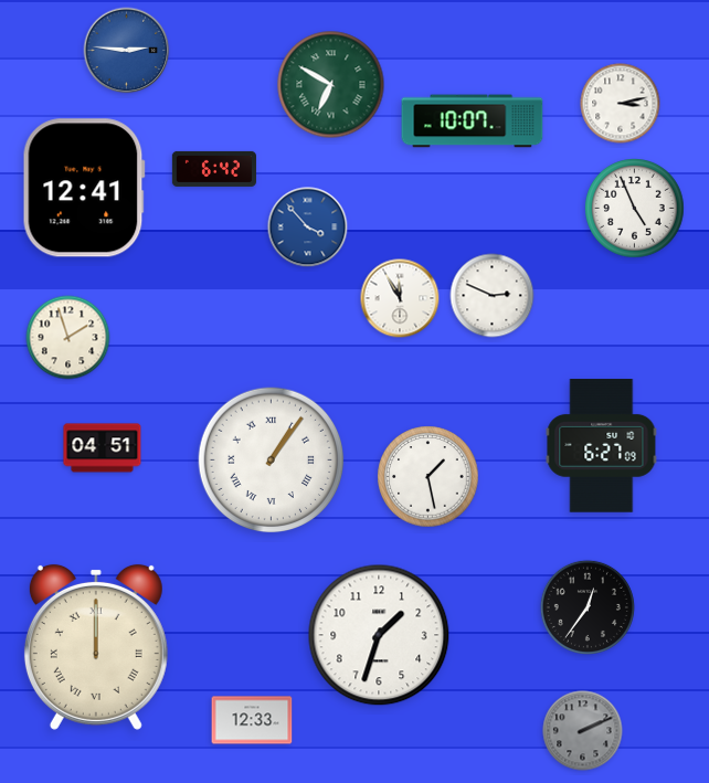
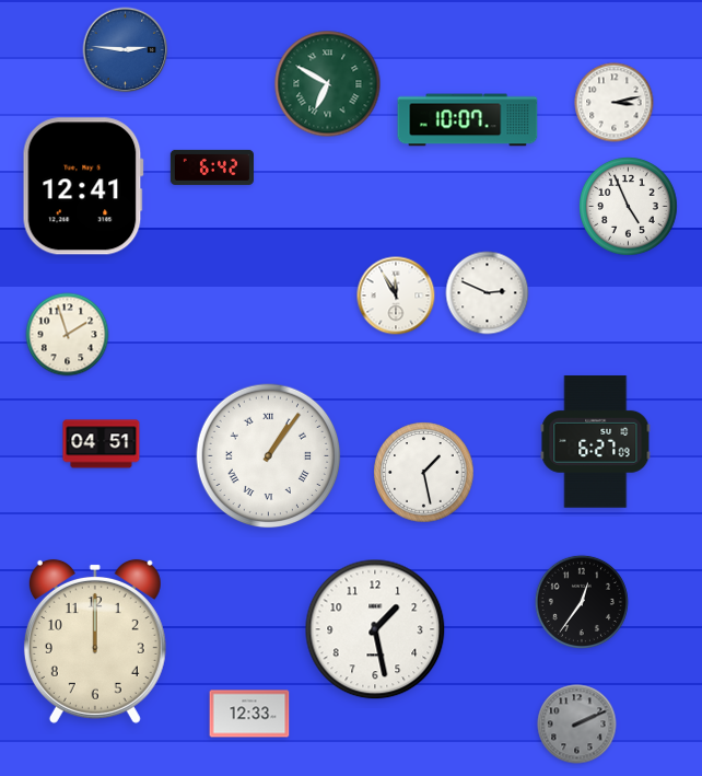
clock at (308, 228): 3:53 -> none
clock at (379, 635): 1:33 -> 1:28
clock at (96, 647) numerals: Roman -> Arabic
